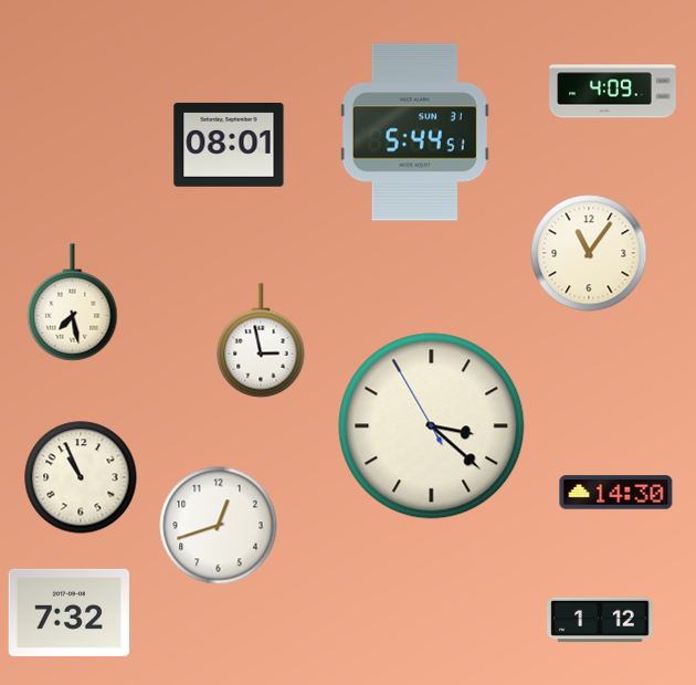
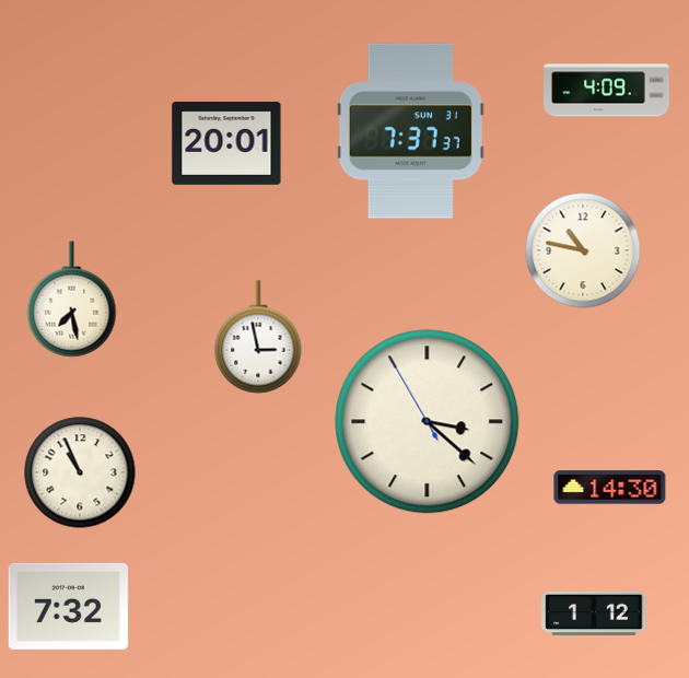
clock at (414, 133): 5:44 -> 7:37
clock at (229, 145): 08:01 -> 20:01
clock at (589, 253): 11:06 -> 10:47
clock at (219, 526): 12:42 -> none
